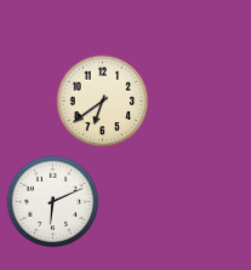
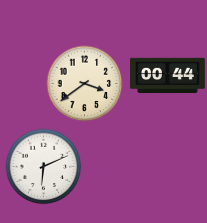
clock at (168, 76): none -> 00:44
clock at (103, 102): 6:39 -> 3:39
